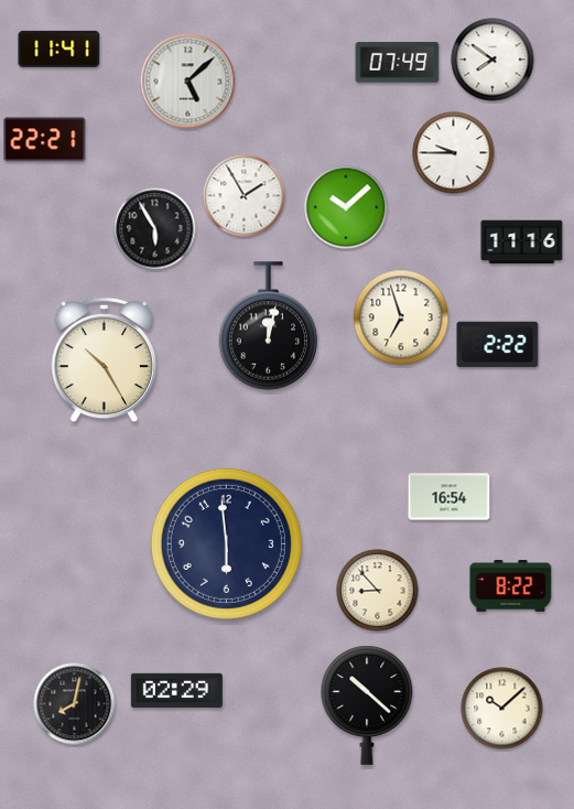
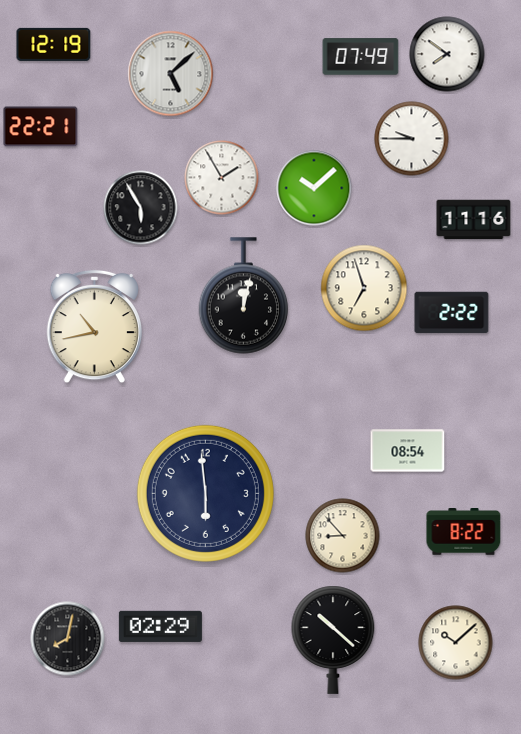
clock at (59, 48): 11:41 -> 12:19
clock at (104, 360): 10:25 -> 10:43
clock at (450, 497): 16:54 -> 08:54
